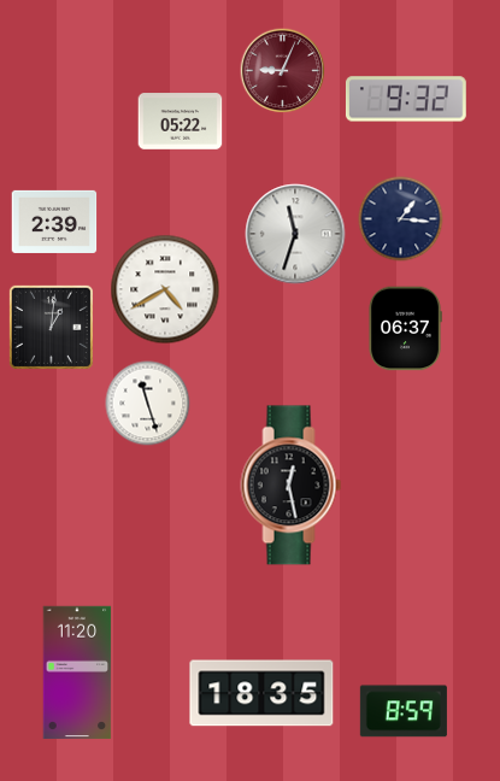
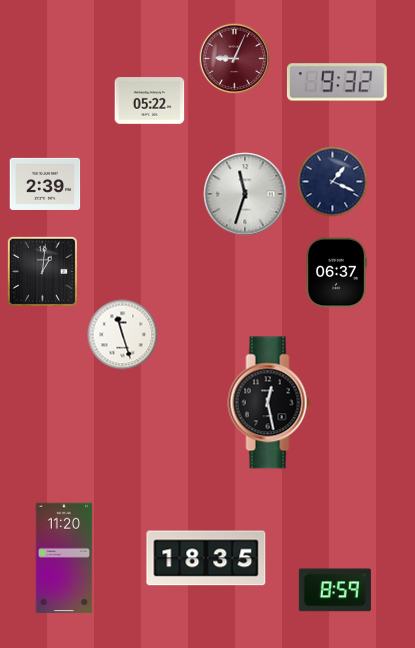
clock at (401, 219): 1:16 -> 1:19
clock at (165, 289): 4:40 -> none
clock at (292, 486) position: (292, 486) -> (270, 403)
clock at (261, 693) position: (261, 693) -> (206, 558)
